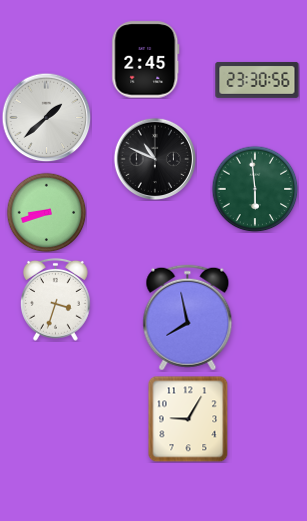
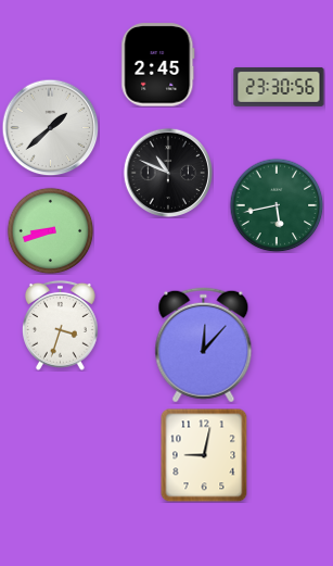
clock at (255, 189): 5:59 -> 5:43
clock at (188, 318): 7:58 -> 12:07
clock at (188, 419): 9:05 -> 9:02
